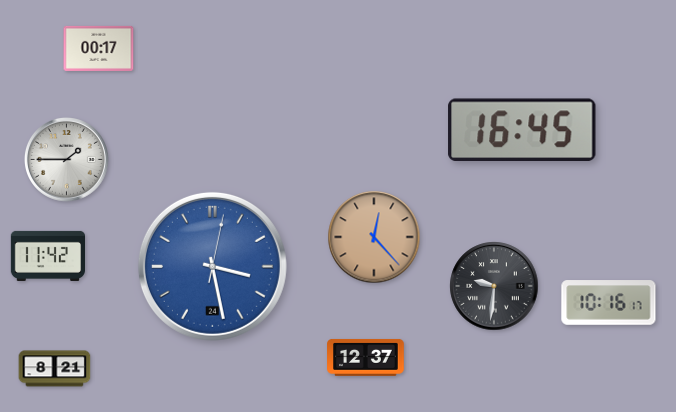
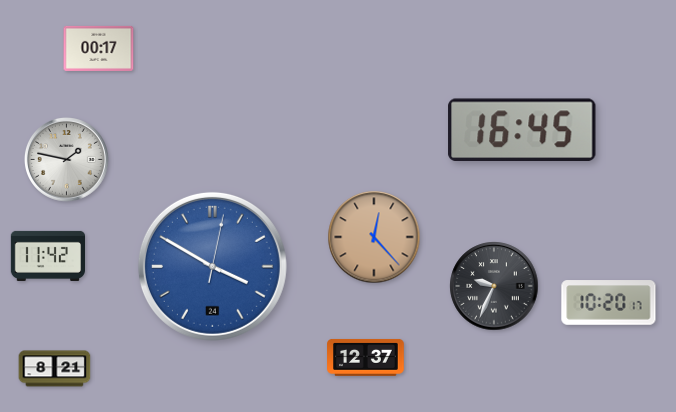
clock at (66, 159): 1:45 -> 1:47
clock at (212, 266): 3:28 -> 3:50
clock at (494, 286): 9:31 -> 9:34
clock at (609, 303): 10:16 -> 10:20
